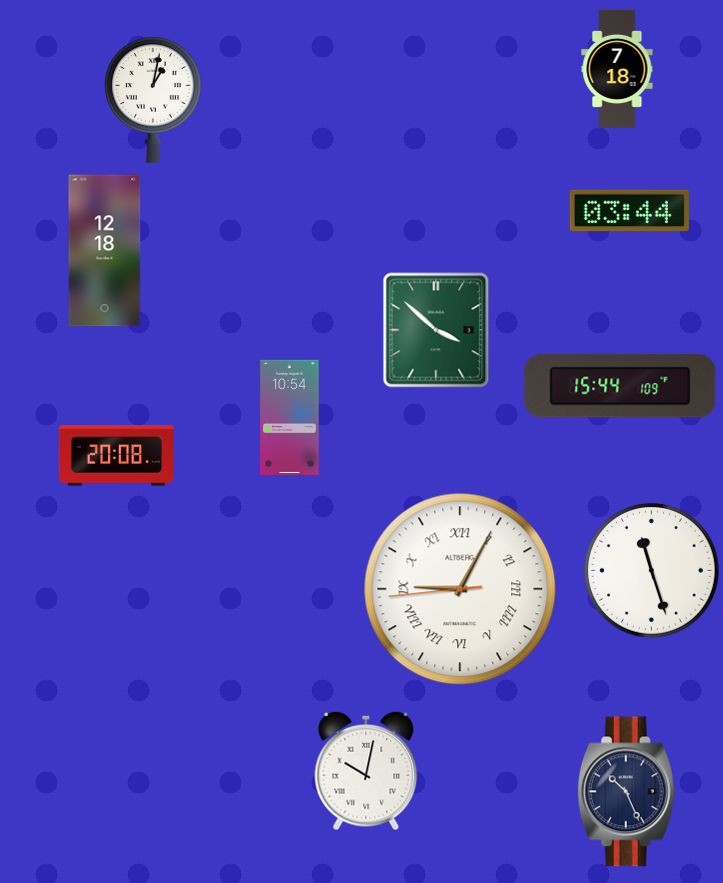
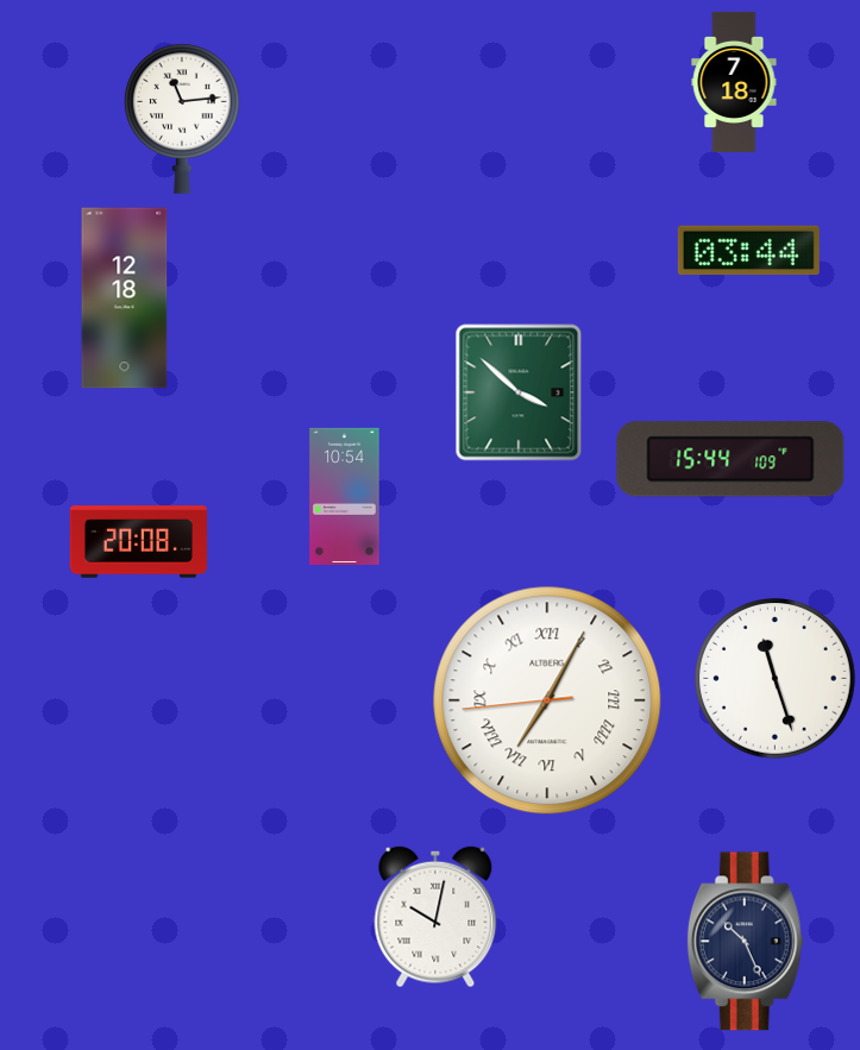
clock at (153, 100): 1:02 -> 11:14
clock at (620, 386) position: (620, 386) -> (730, 459)
clock at (460, 589): 9:04 -> 7:04
